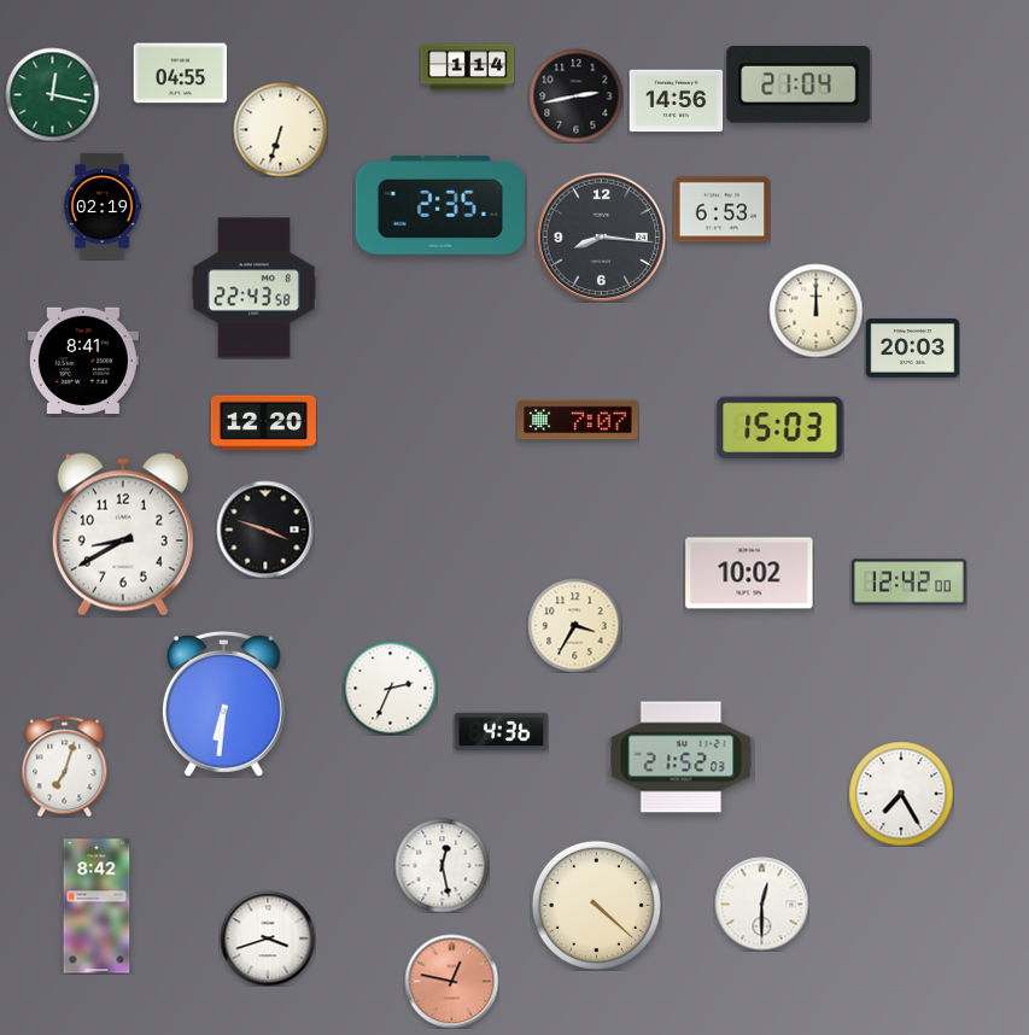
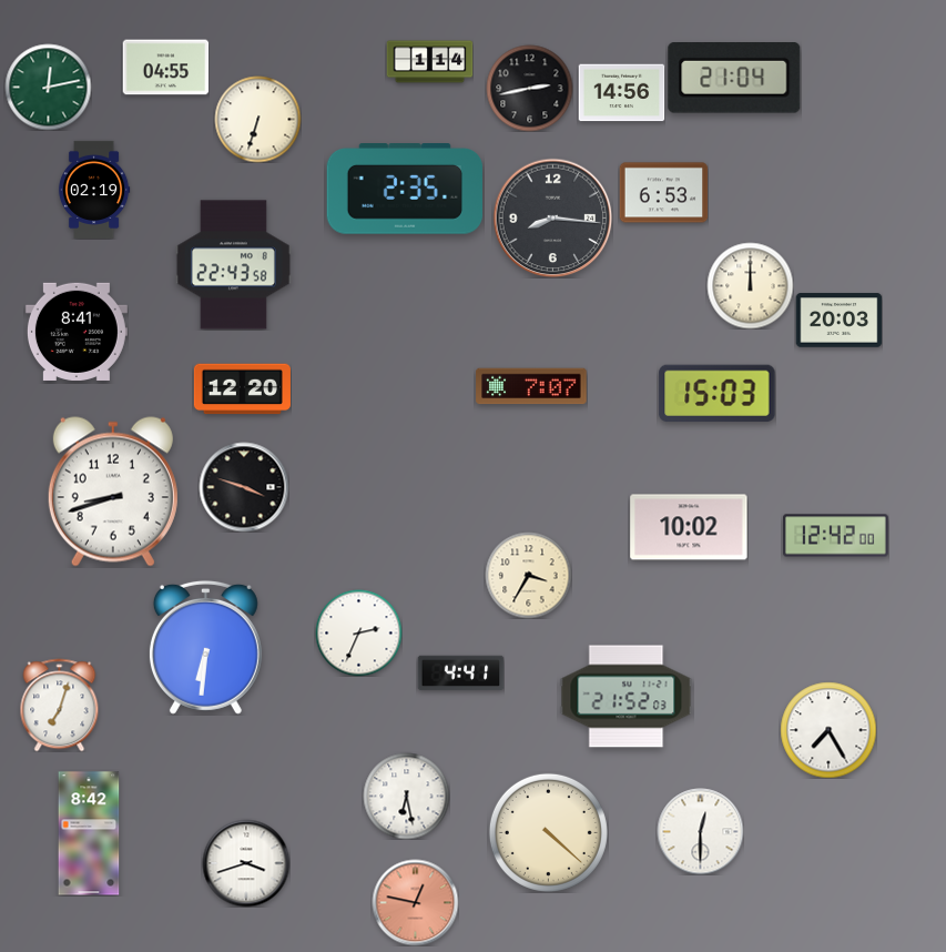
clock at (52, 94): 12:17 -> 12:13
clock at (123, 534): 8:40 -> 8:42
clock at (501, 732): 4:36 -> 4:41
clock at (442, 865): 12:28 -> 6:28
